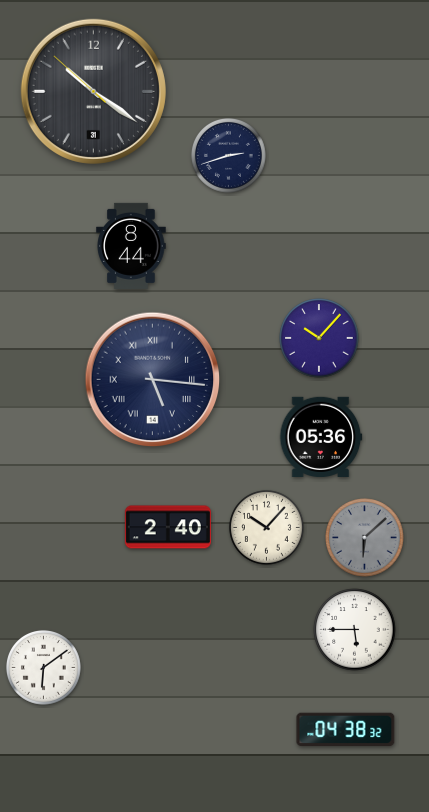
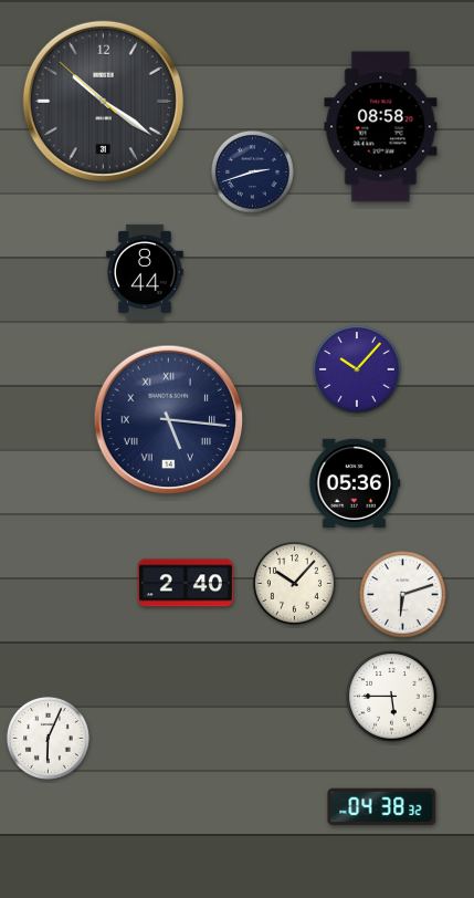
clock at (381, 127): none -> 08:58
clock at (319, 338) position: (319, 338) -> (357, 369)
clock at (365, 538): 6:08 -> 6:12
clock at (365, 538) dial: grey -> white
clock at (43, 667): 6:09 -> 6:04
